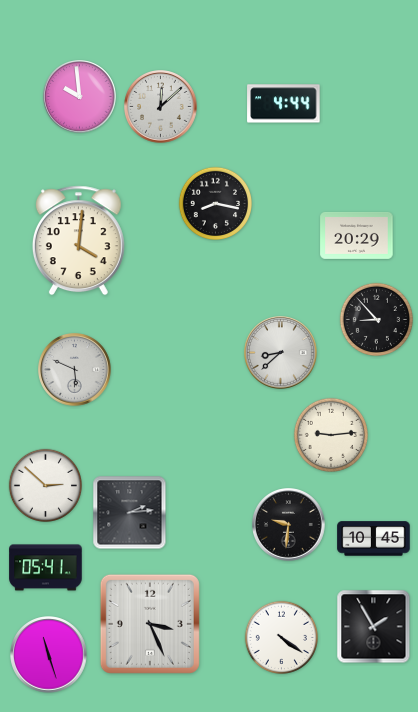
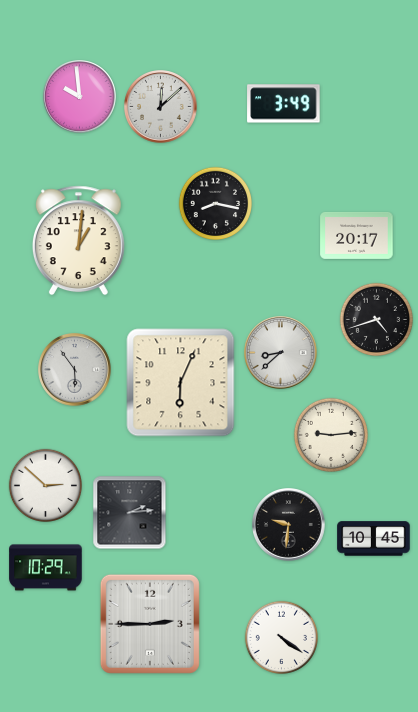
clock at (284, 104): 4:44 -> 3:49
clock at (357, 235): 20:29 -> 20:17
clock at (78, 241): 4:01 -> 1:01
clock at (376, 319): 8:53 -> 4:42
clock at (75, 370): 5:49 -> 5:54
clock at (181, 383): none -> 6:04
clock at (46, 568): 05:41 -> 10:29
clock at (150, 624): 3:26 -> 2:45
clock at (374, 627): 1:55 -> none
clock at (49, 655): 11:27 -> none
